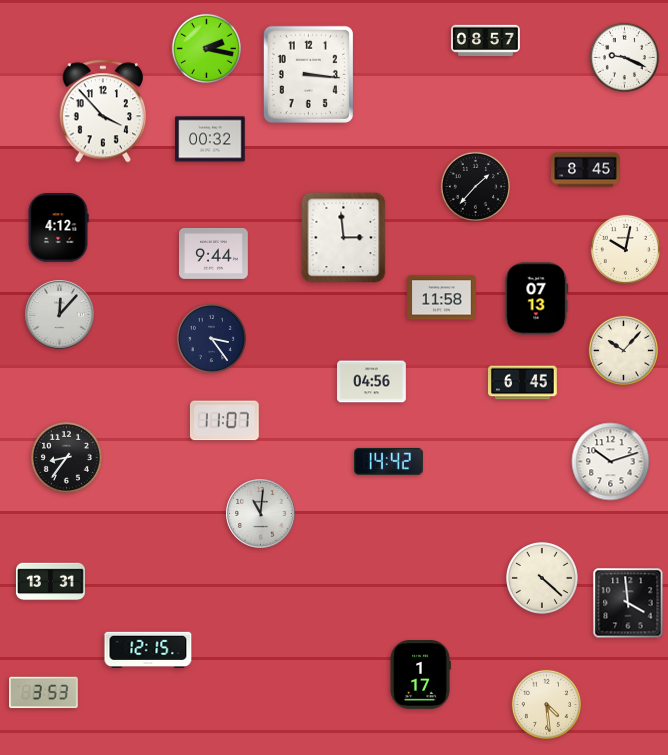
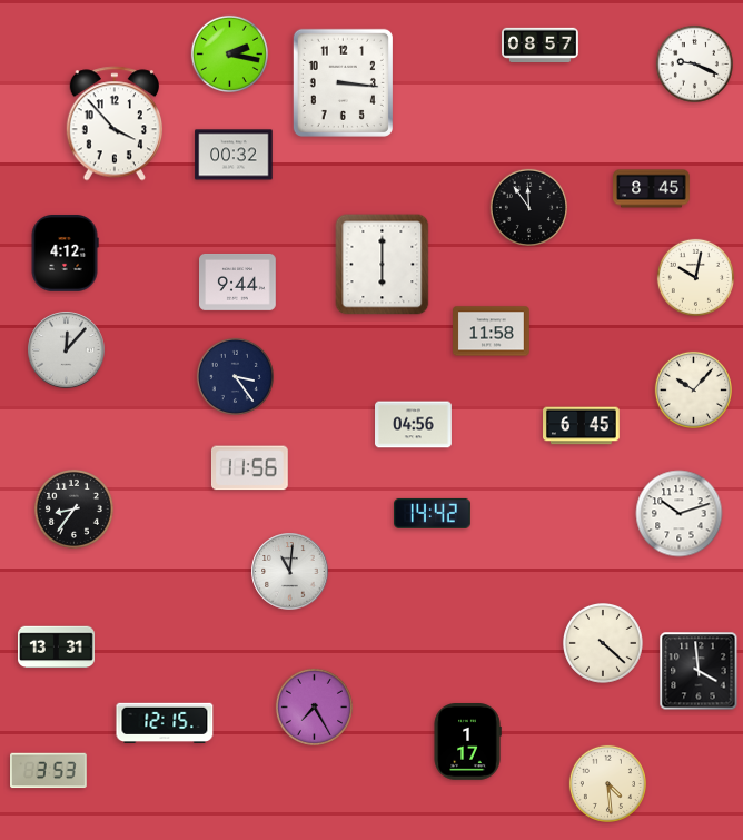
clock at (475, 186): 1:37 -> 11:54
clock at (344, 238): 2:59 -> 6:00
clock at (537, 299): 07:13 -> none
clock at (224, 421): 11:07 -> 11:56
clock at (314, 706): none -> 7:25
clock at (420, 675) position: (420, 675) -> (467, 742)
